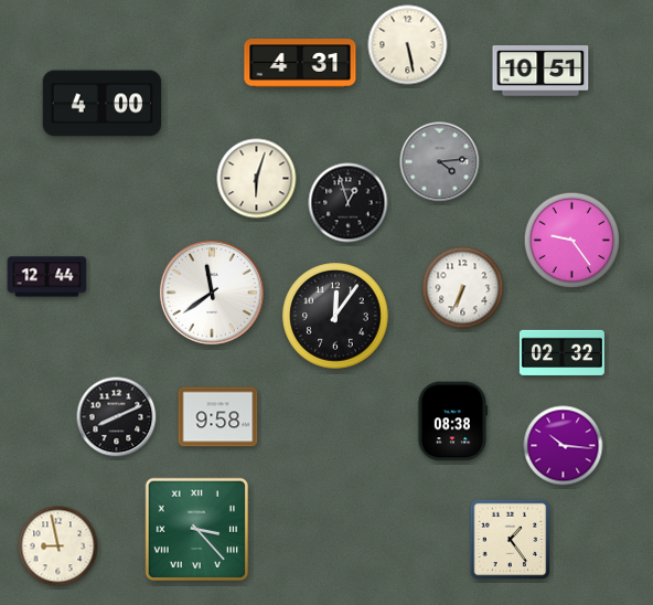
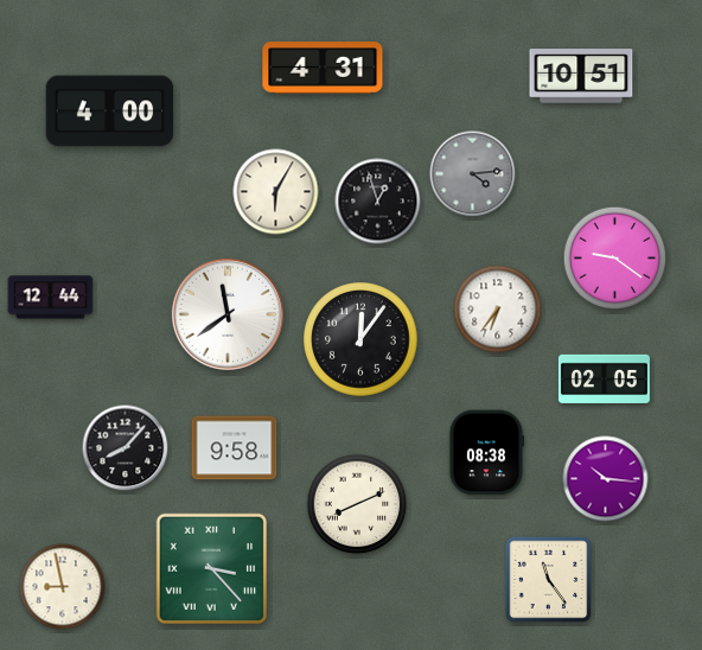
clock at (408, 45): 5:28 -> none
clock at (257, 179): 6:03 -> 6:05
clock at (349, 203) position: (349, 203) -> (378, 202)
clock at (572, 241): 9:24 -> 9:21
clock at (463, 288): 6:34 -> 6:36
clock at (561, 352): 02:32 -> 02:05
clock at (117, 417): 8:11 -> 8:07
clock at (357, 504): none -> 8:11
clock at (511, 540): 1:24 -> 11:24
